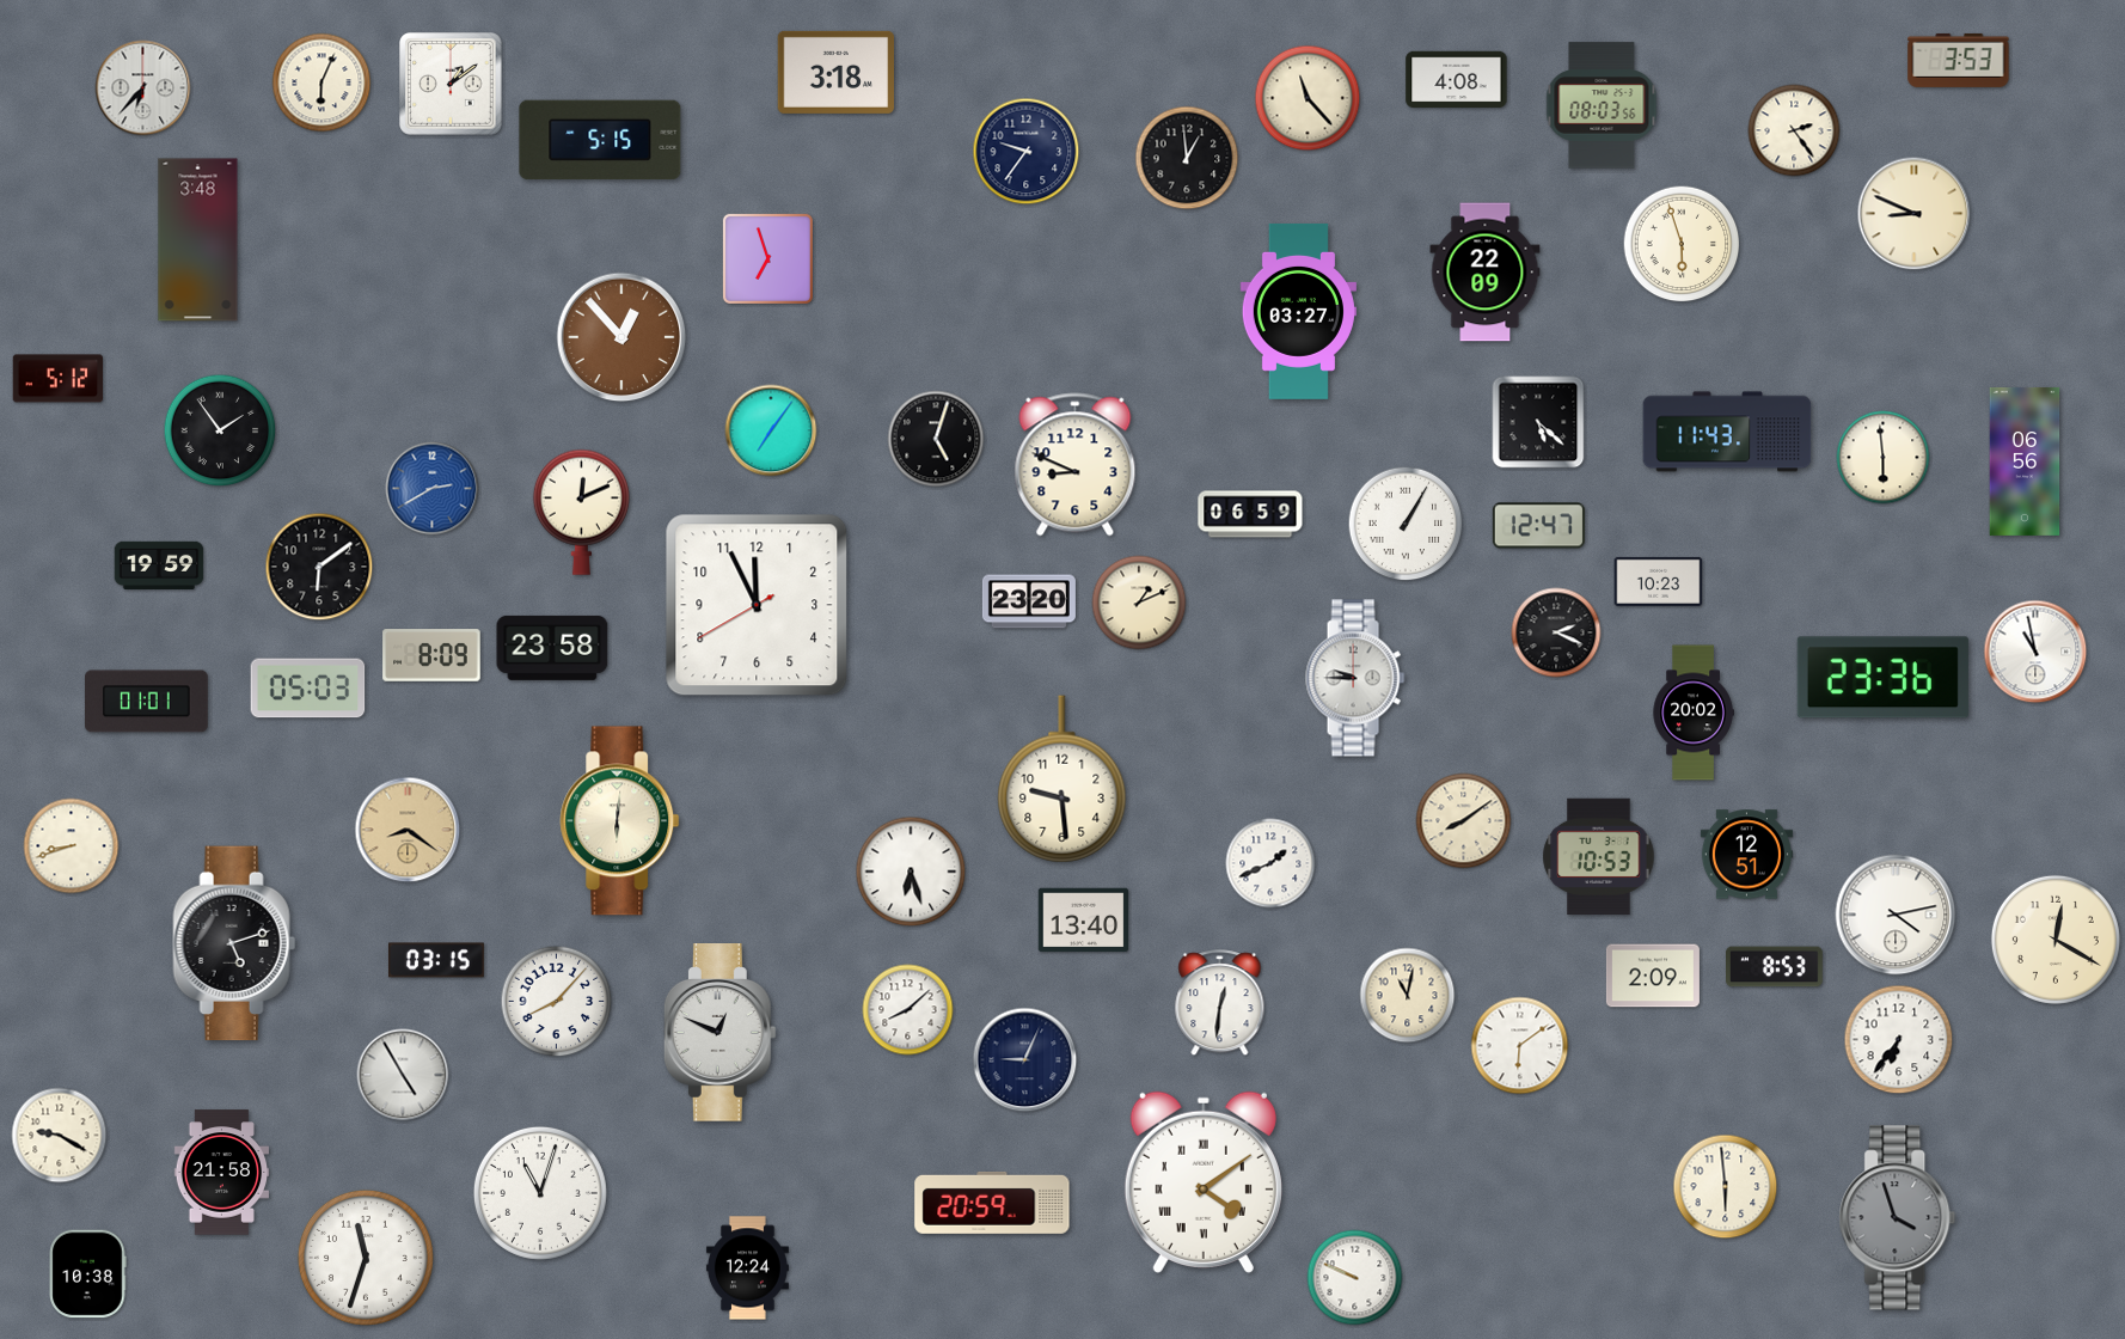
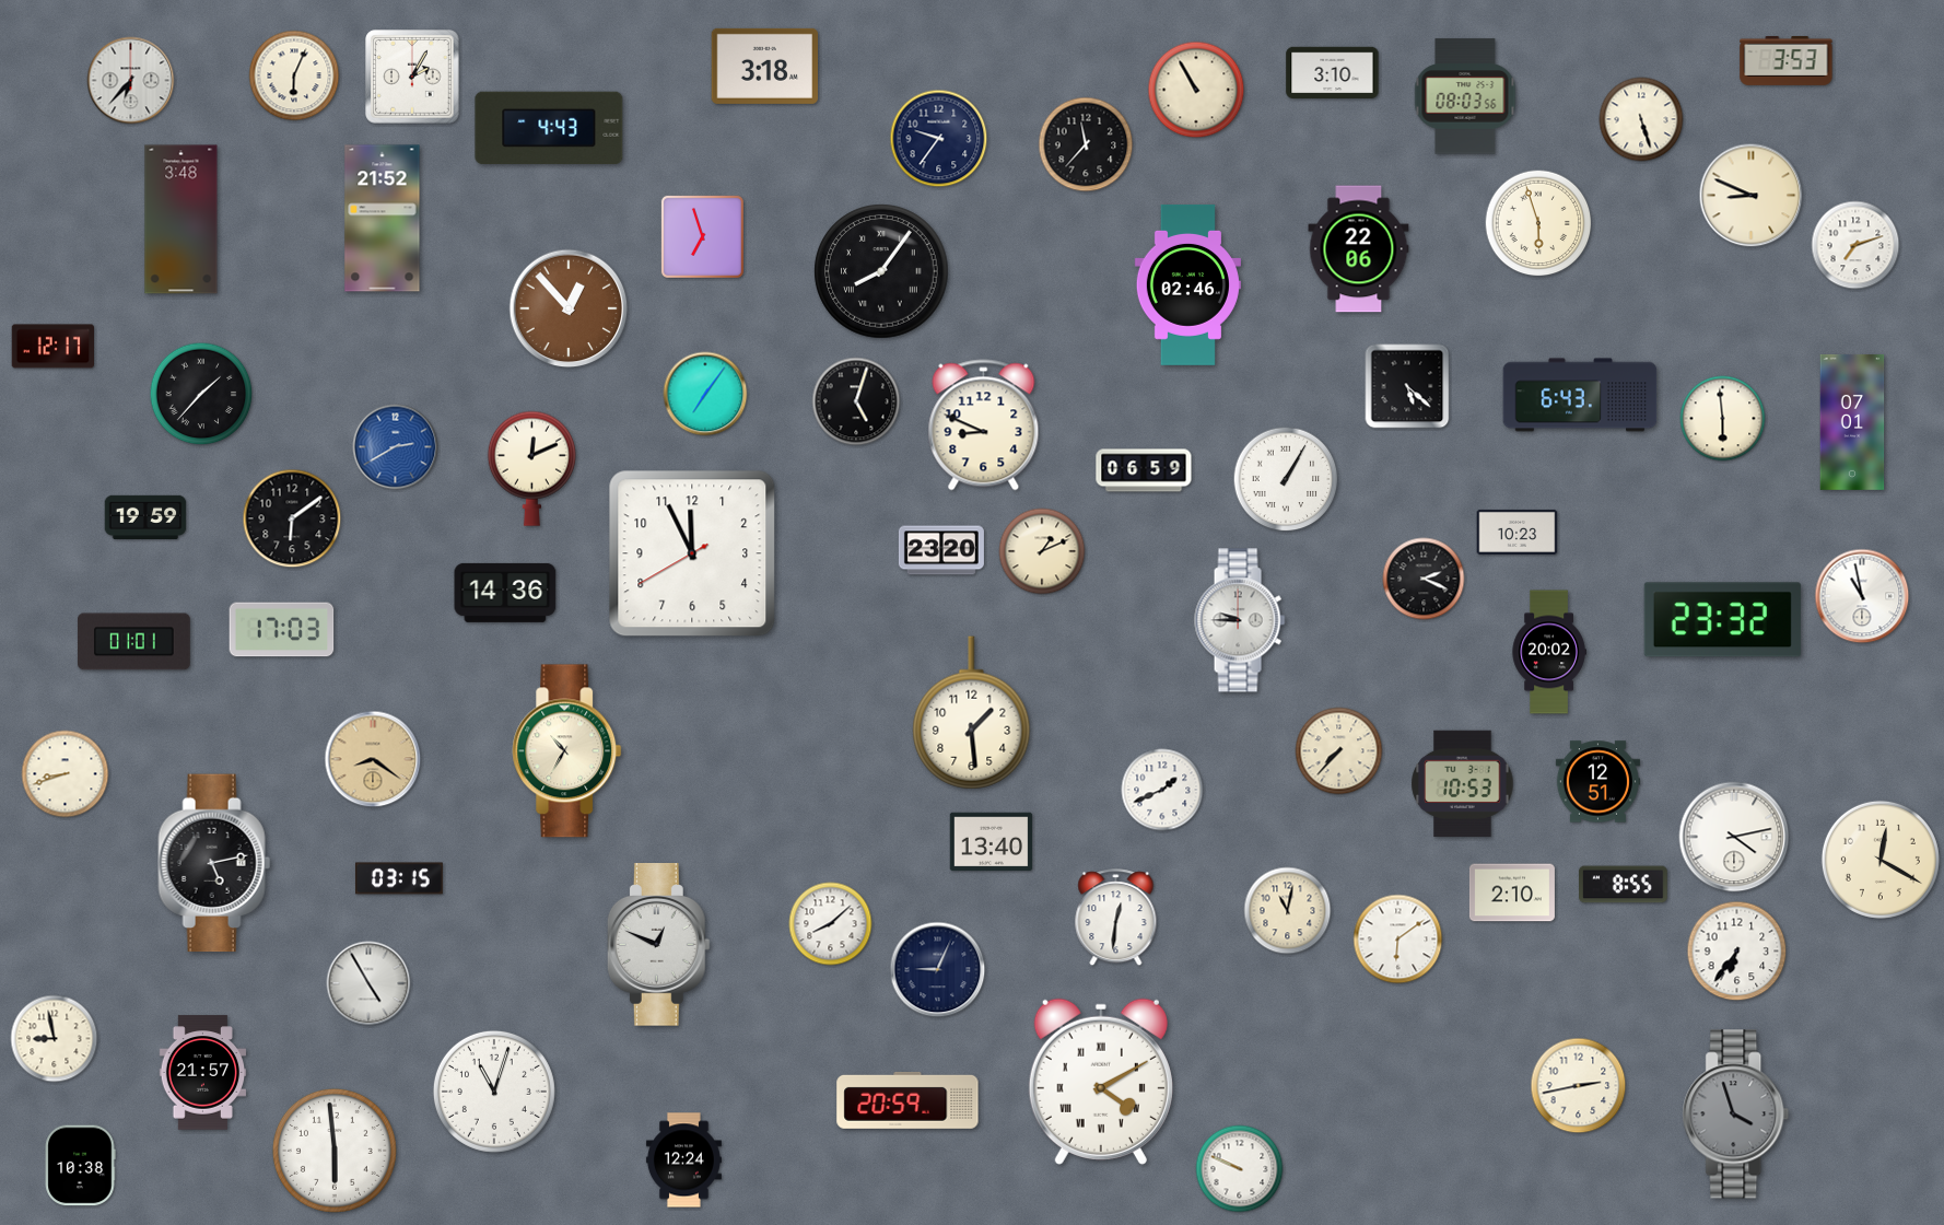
clock at (1959, 60) position: (1959, 60) -> (1787, 60)
clock at (1457, 80): 4:08 -> 3:10
clock at (451, 84): 1:09 -> 2:05
clock at (1308, 98): 11:23 -> 10:55
clock at (1794, 130): 2:24 -> 5:27
clock at (600, 140): 5:15 -> 4:43
clock at (1187, 158): 12:59 -> 11:37
clock at (383, 219): none -> 21:52
clock at (1855, 245): none -> 7:12
clock at (1486, 273): 22:09 -> 22:06
clock at (881, 271): none -> 8:06
clock at (1298, 311): 03:27 -> 02:46
clock at (59, 379): 5:12 -> 12:17
clock at (220, 430): 1:54 -> 1:37
clock at (1727, 432): 11:43 -> 6:43
clock at (2025, 461): 06:56 -> 07:01
clock at (1538, 526): 12:47 -> none
clock at (552, 648): 23:58 -> 14:36
clock at (431, 655): 8:09 -> none
clock at (1882, 678): 23:36 -> 23:32
clock at (308, 689): 05:03 -> 17:03
clock at (1062, 779): 9:29 -> 1:29
clock at (620, 821): 6:01 -> 10:35
clock at (1464, 821): 8:09 -> 7:37
clock at (911, 872): 6:27 -> none
clock at (234, 943): 5:12 -> 5:13
clock at (1775, 967): 8:53 -> 8:55
clock at (1653, 976): 2:09 -> 2:10
clock at (557, 1002): 8:07 -> none
clock at (1520, 1046) position: (1520, 1046) -> (1398, 940)
clock at (60, 1136): 9:20 -> 8:58
clock at (222, 1173): 21:58 -> 21:57
clock at (1204, 1182): 4:09 -> 4:10
clock at (1726, 1187): 5:59 -> 2:43
clock at (366, 1258): 11:33 -> 5:59
